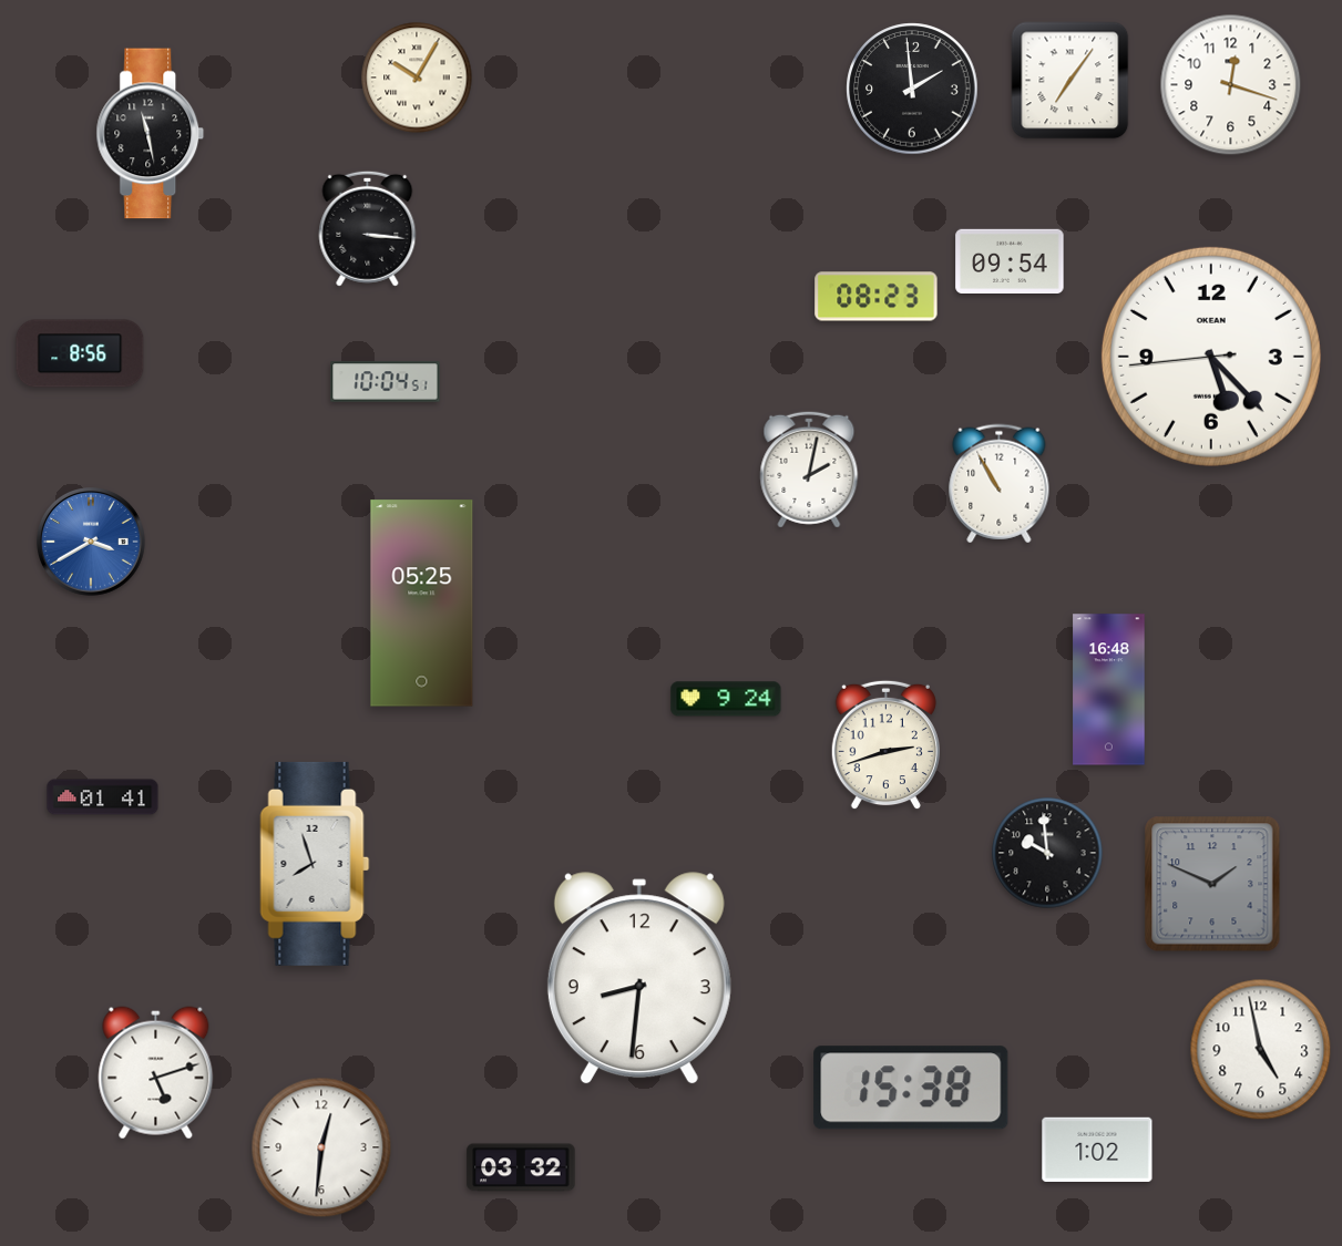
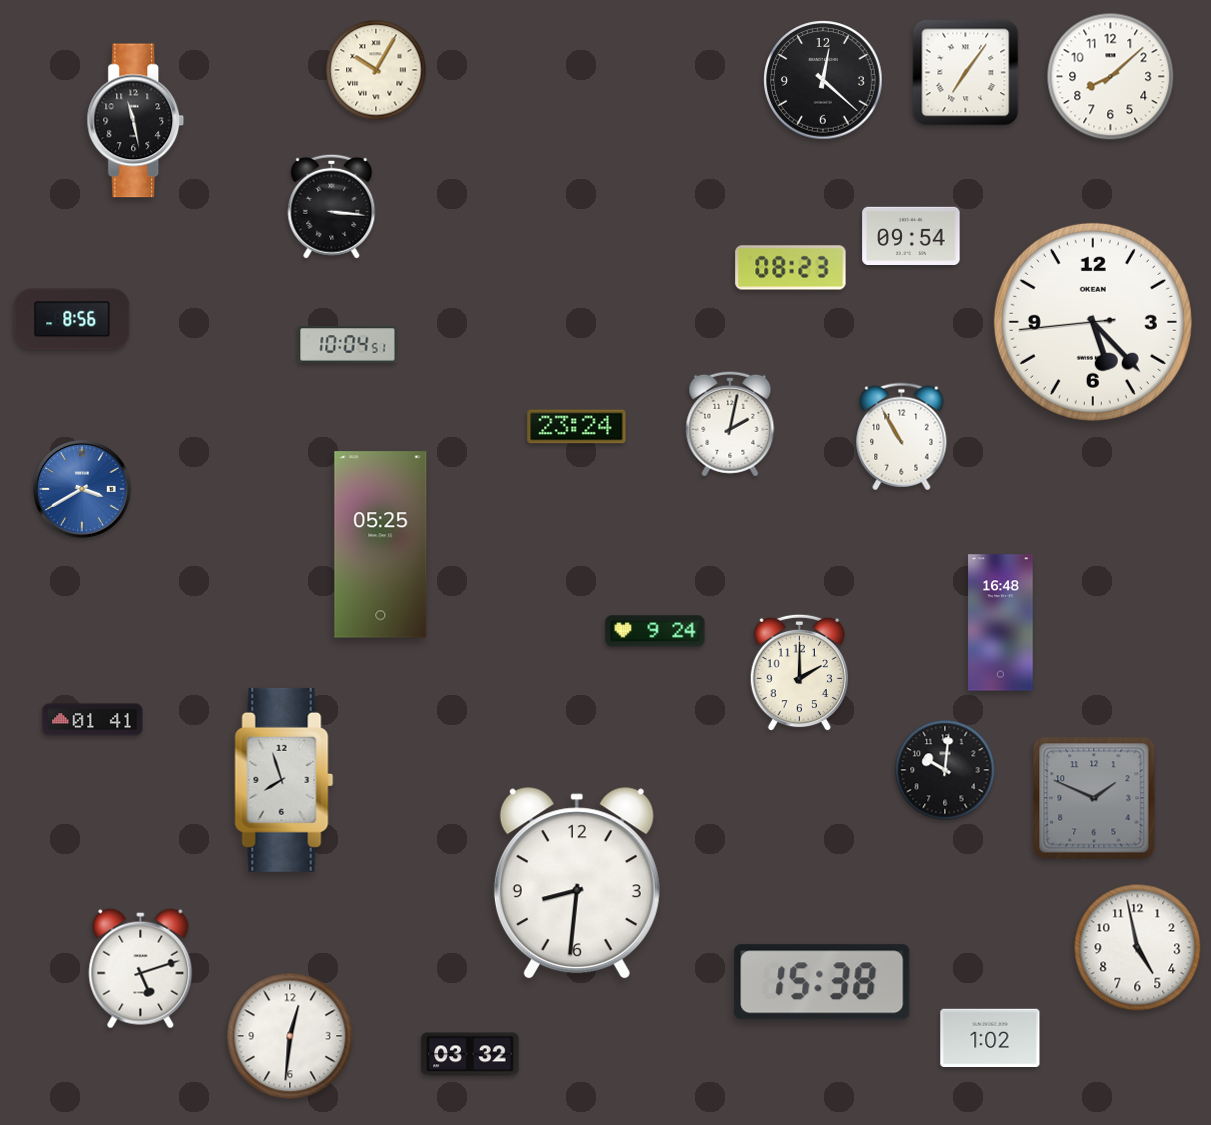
clock at (1231, 85): 12:18 -> 8:08
clock at (912, 89): 1:59 -> 12:22
clock at (577, 427): none -> 23:24
clock at (885, 745): 2:42 -> 2:00
clock at (1047, 853): 9:59 -> 10:01
